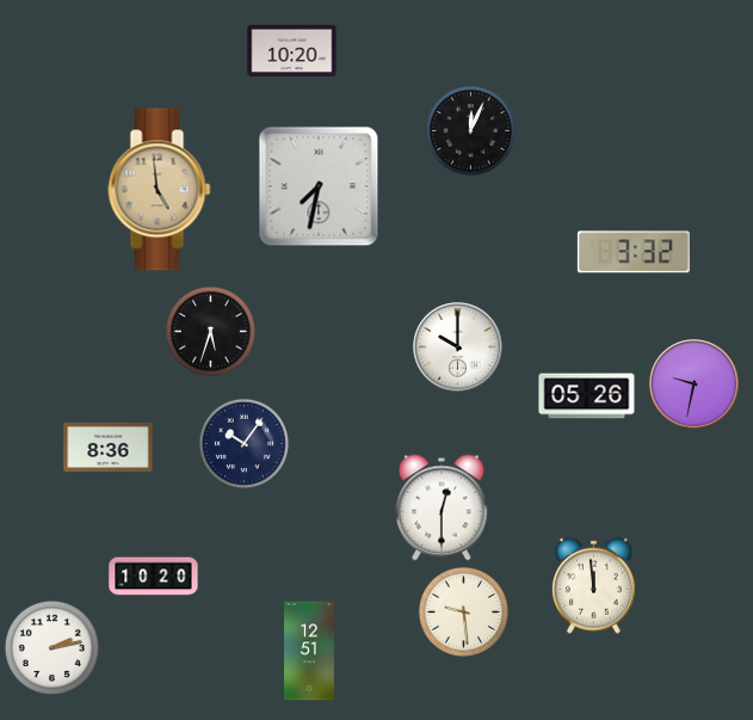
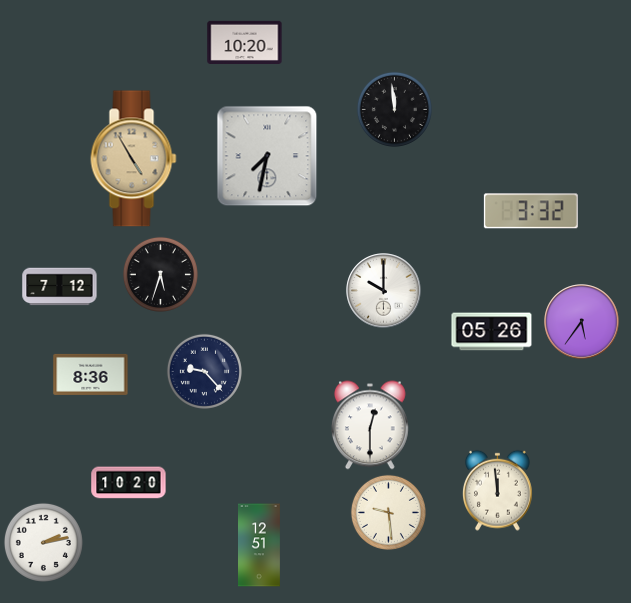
clock at (470, 130): 12:04 -> 11:59
clock at (160, 190): 4:59 -> 4:55
clock at (210, 331) position: (210, 331) -> (160, 274)
clock at (60, 287): none -> 7:12
clock at (695, 384): 9:32 -> 5:36
clock at (243, 443): 10:06 -> 9:23
